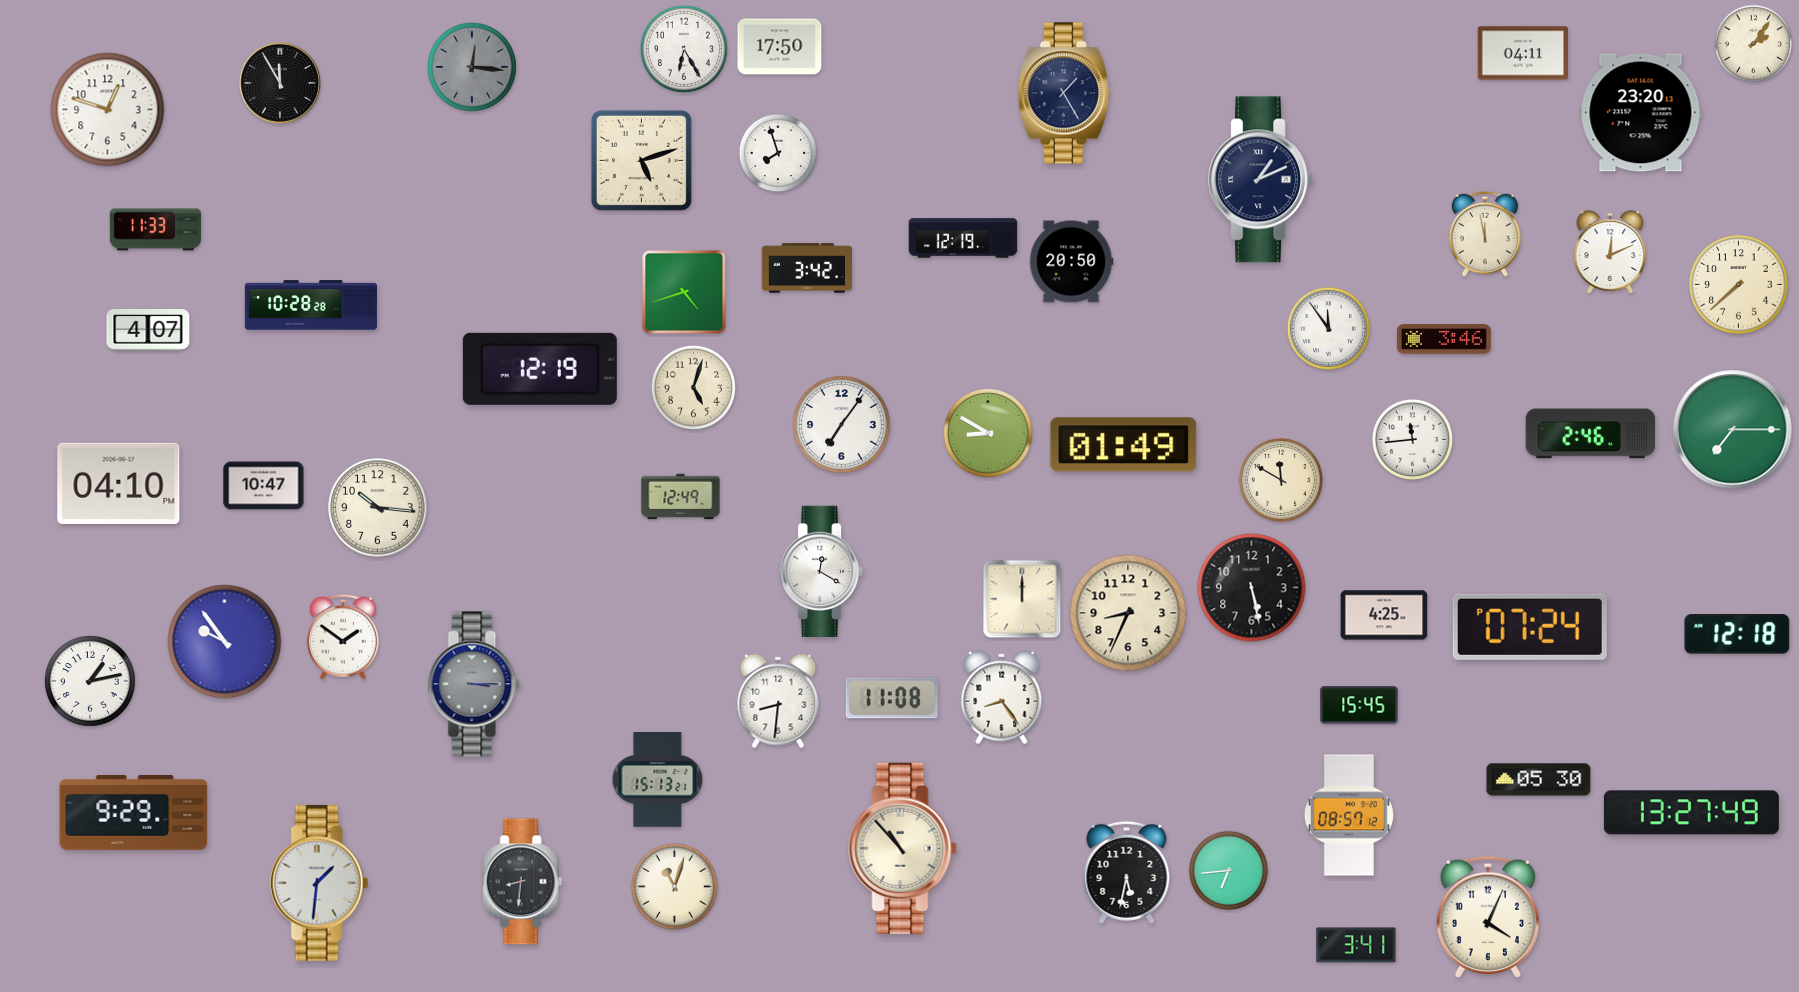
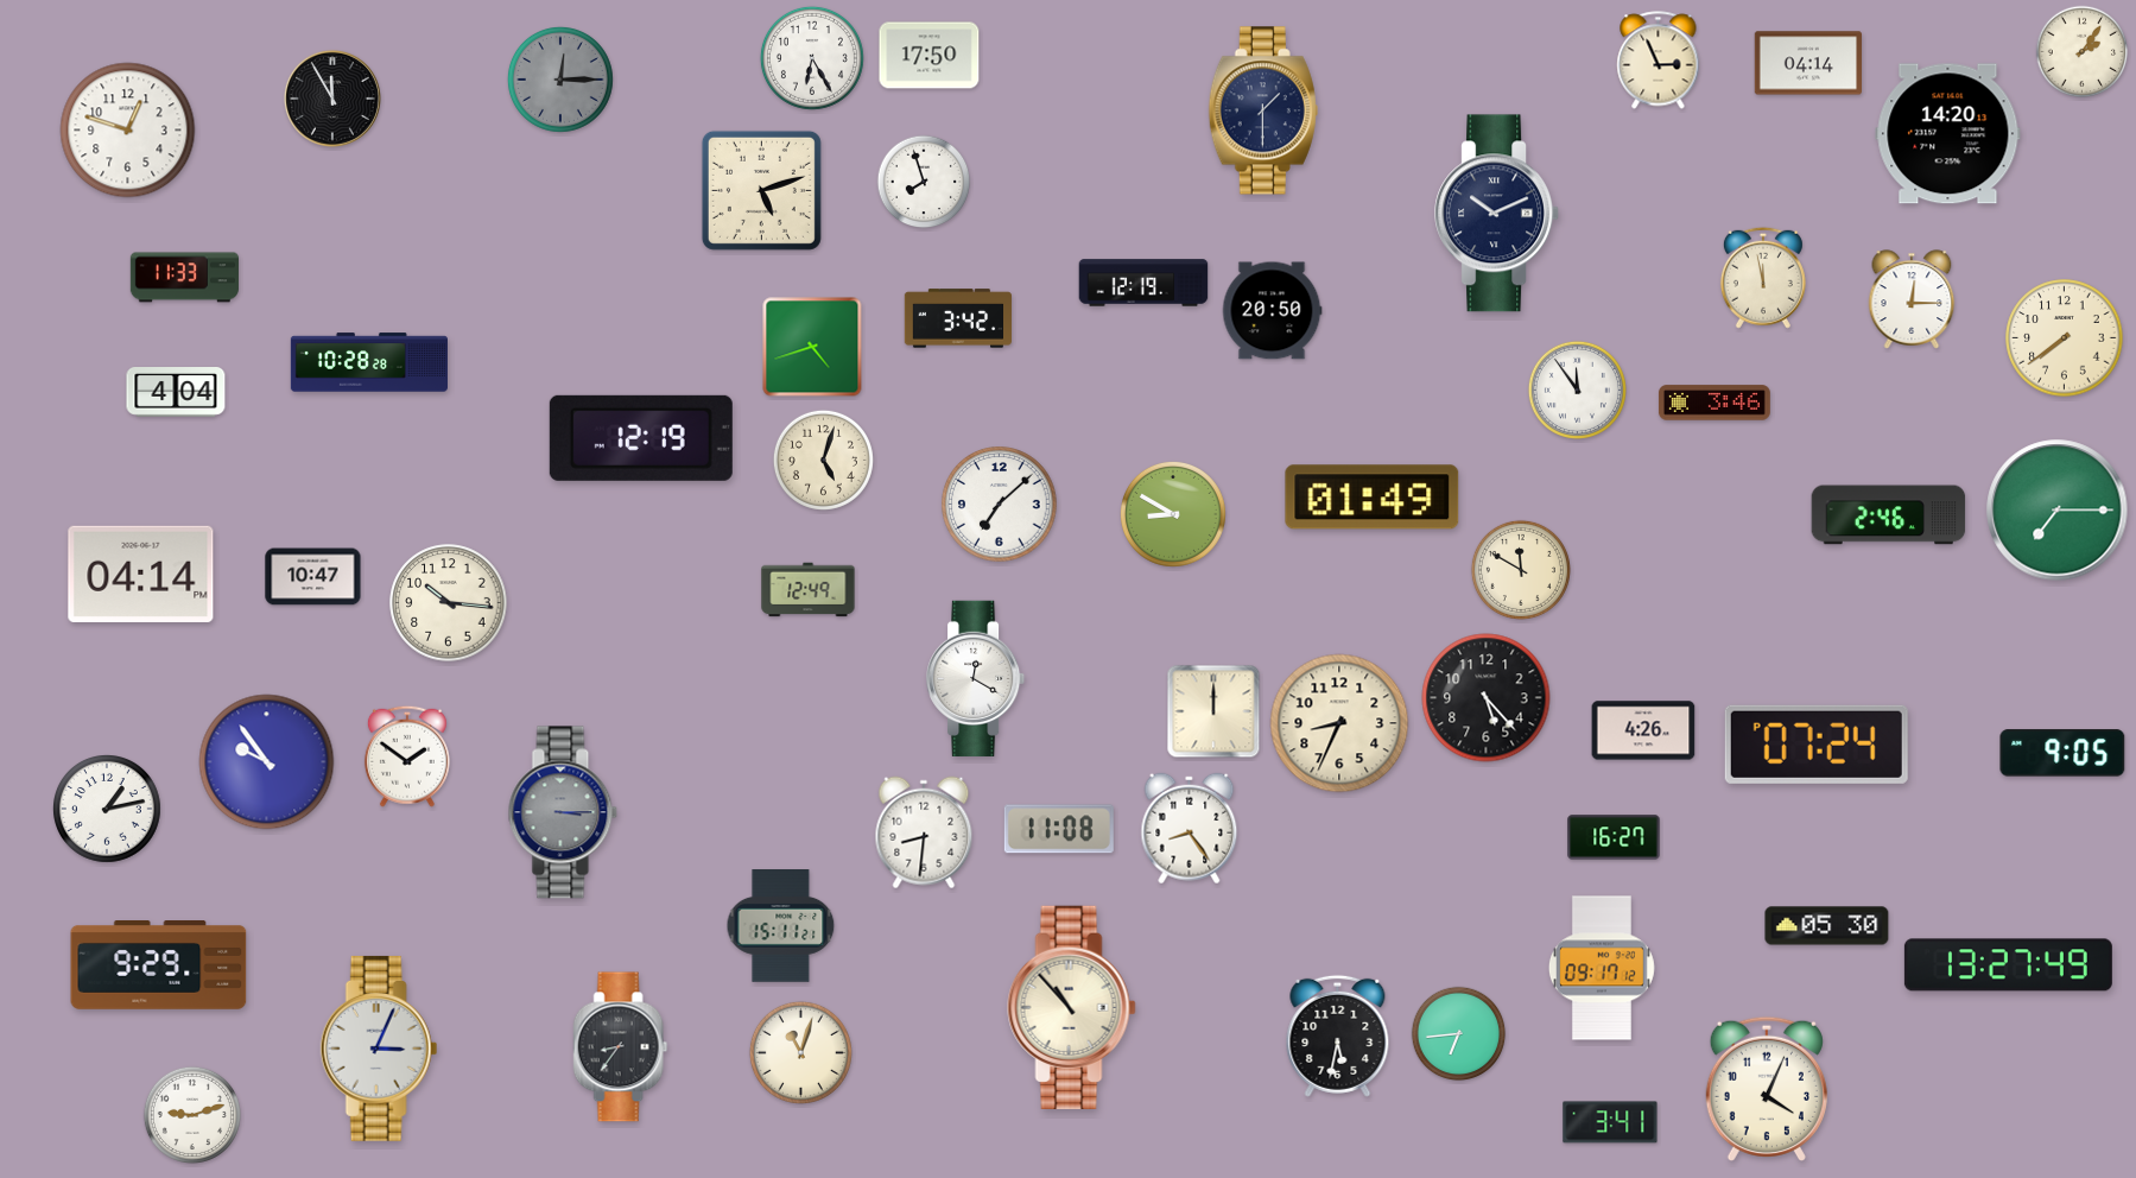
clock at (780, 47) position: (780, 47) -> (930, 56)
clock at (1659, 61): none -> 2:56
clock at (1522, 53): 04:11 -> 04:14
clock at (472, 67): 12:16 -> 12:15
clock at (1064, 93): 1:25 -> 1:30
clock at (1641, 113): 23:20 -> 14:20
clock at (1260, 180): 1:11 -> 10:11
clock at (155, 230) position: (155, 230) -> (184, 278)
clock at (1610, 252): 12:11 -> 12:15
clock at (1739, 285): 7:38 -> 7:39
clock at (148, 331): 4:07 -> 4:04
clock at (842, 425): 7:06 -> 7:08
clock at (1412, 439): 11:44 -> none
clock at (1124, 445) position: (1124, 445) -> (1373, 498)
clock at (119, 483): 04:10 -> 04:14
clock at (1252, 588): 5:28 -> 5:23
clock at (1128, 613) position: (1128, 613) -> (1339, 723)
clock at (1384, 615): 4:25 -> 4:26
clock at (1737, 634): 12:18 -> 9:05
clock at (1359, 705): 15:45 -> 16:27
clock at (658, 780): 15:13 -> 15:11
clock at (1349, 815): 08:57 -> 09:17
clock at (523, 882): 8:31 -> 8:36
clock at (319, 883): 1:31 -> 3:04
clock at (192, 1114): none -> 9:12
